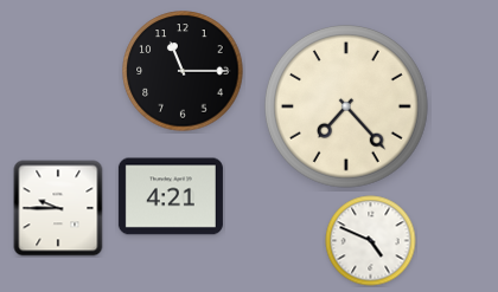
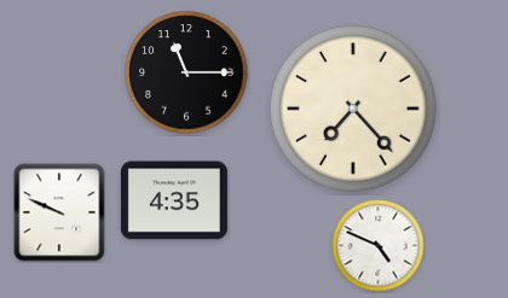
clock at (171, 196): 4:21 -> 4:35
clock at (58, 208): 9:45 -> 9:49
